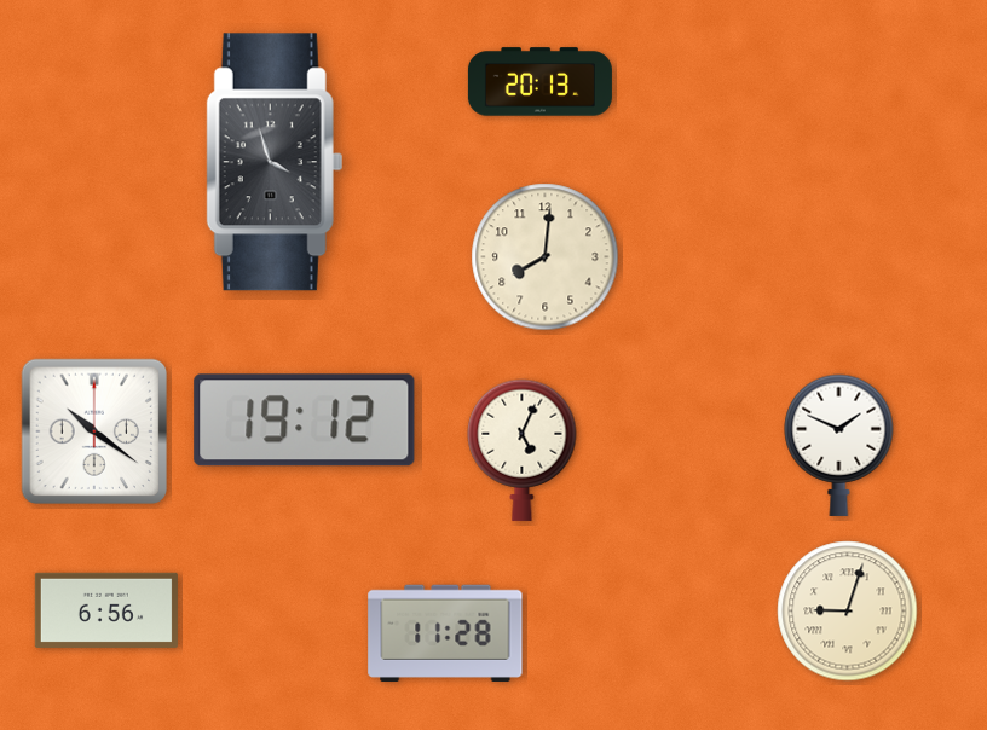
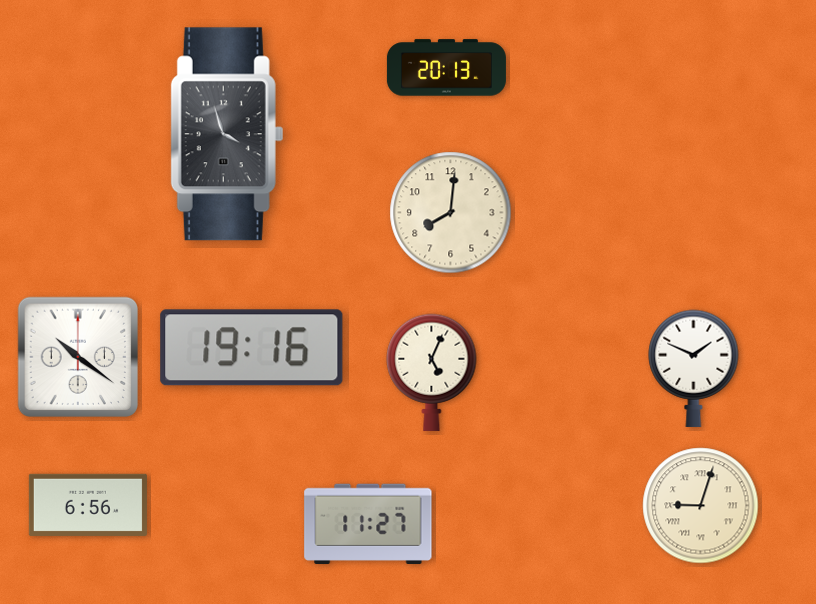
clock at (305, 421): 19:12 -> 19:16
clock at (445, 633): 11:28 -> 11:27
